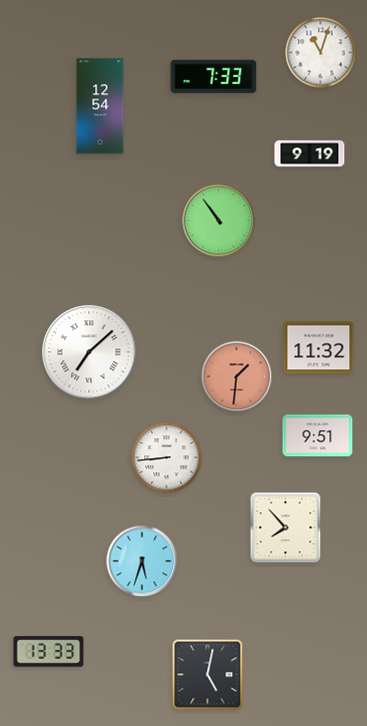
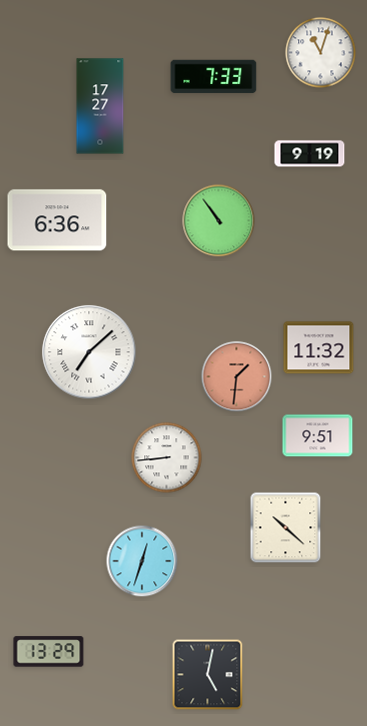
clock at (100, 106): 12:54 -> 17:27
clock at (57, 220): none -> 6:36
clock at (286, 528): 7:53 -> 10:22
clock at (142, 561): 5:33 -> 12:33
clock at (49, 652): 13:33 -> 13:29
